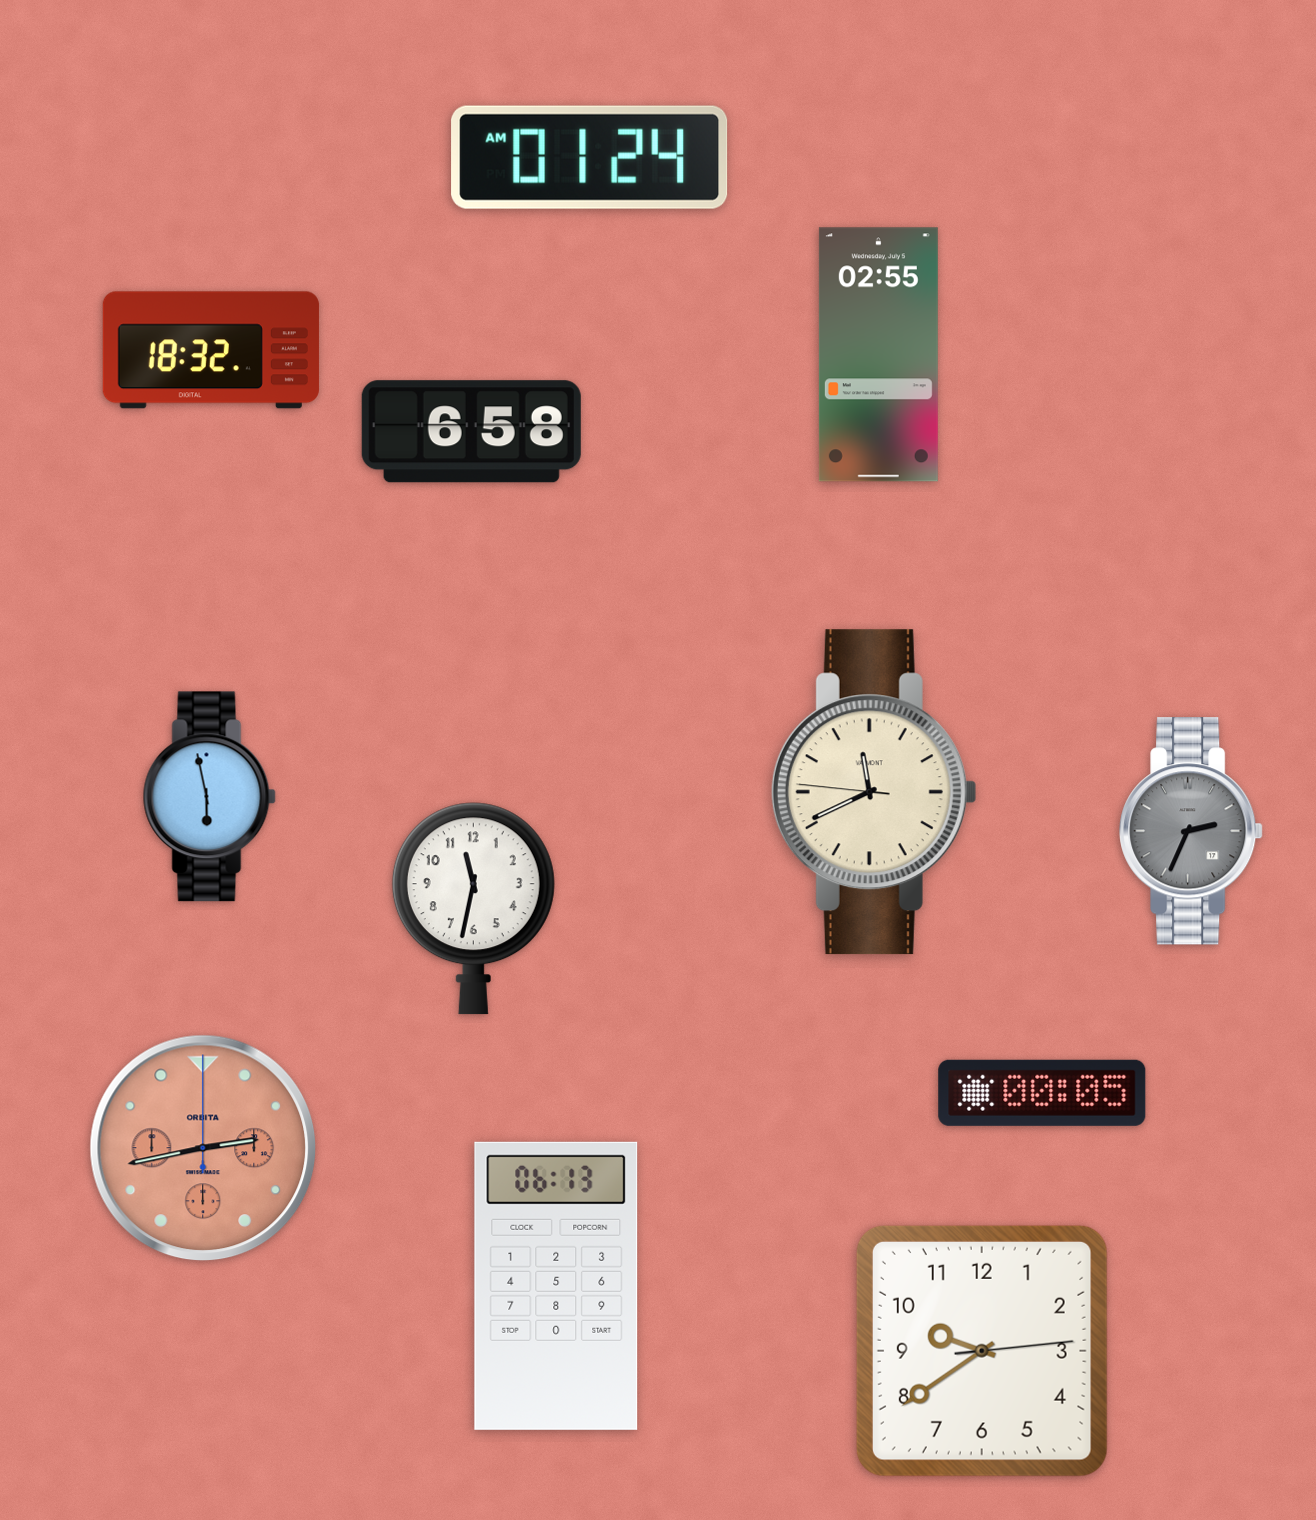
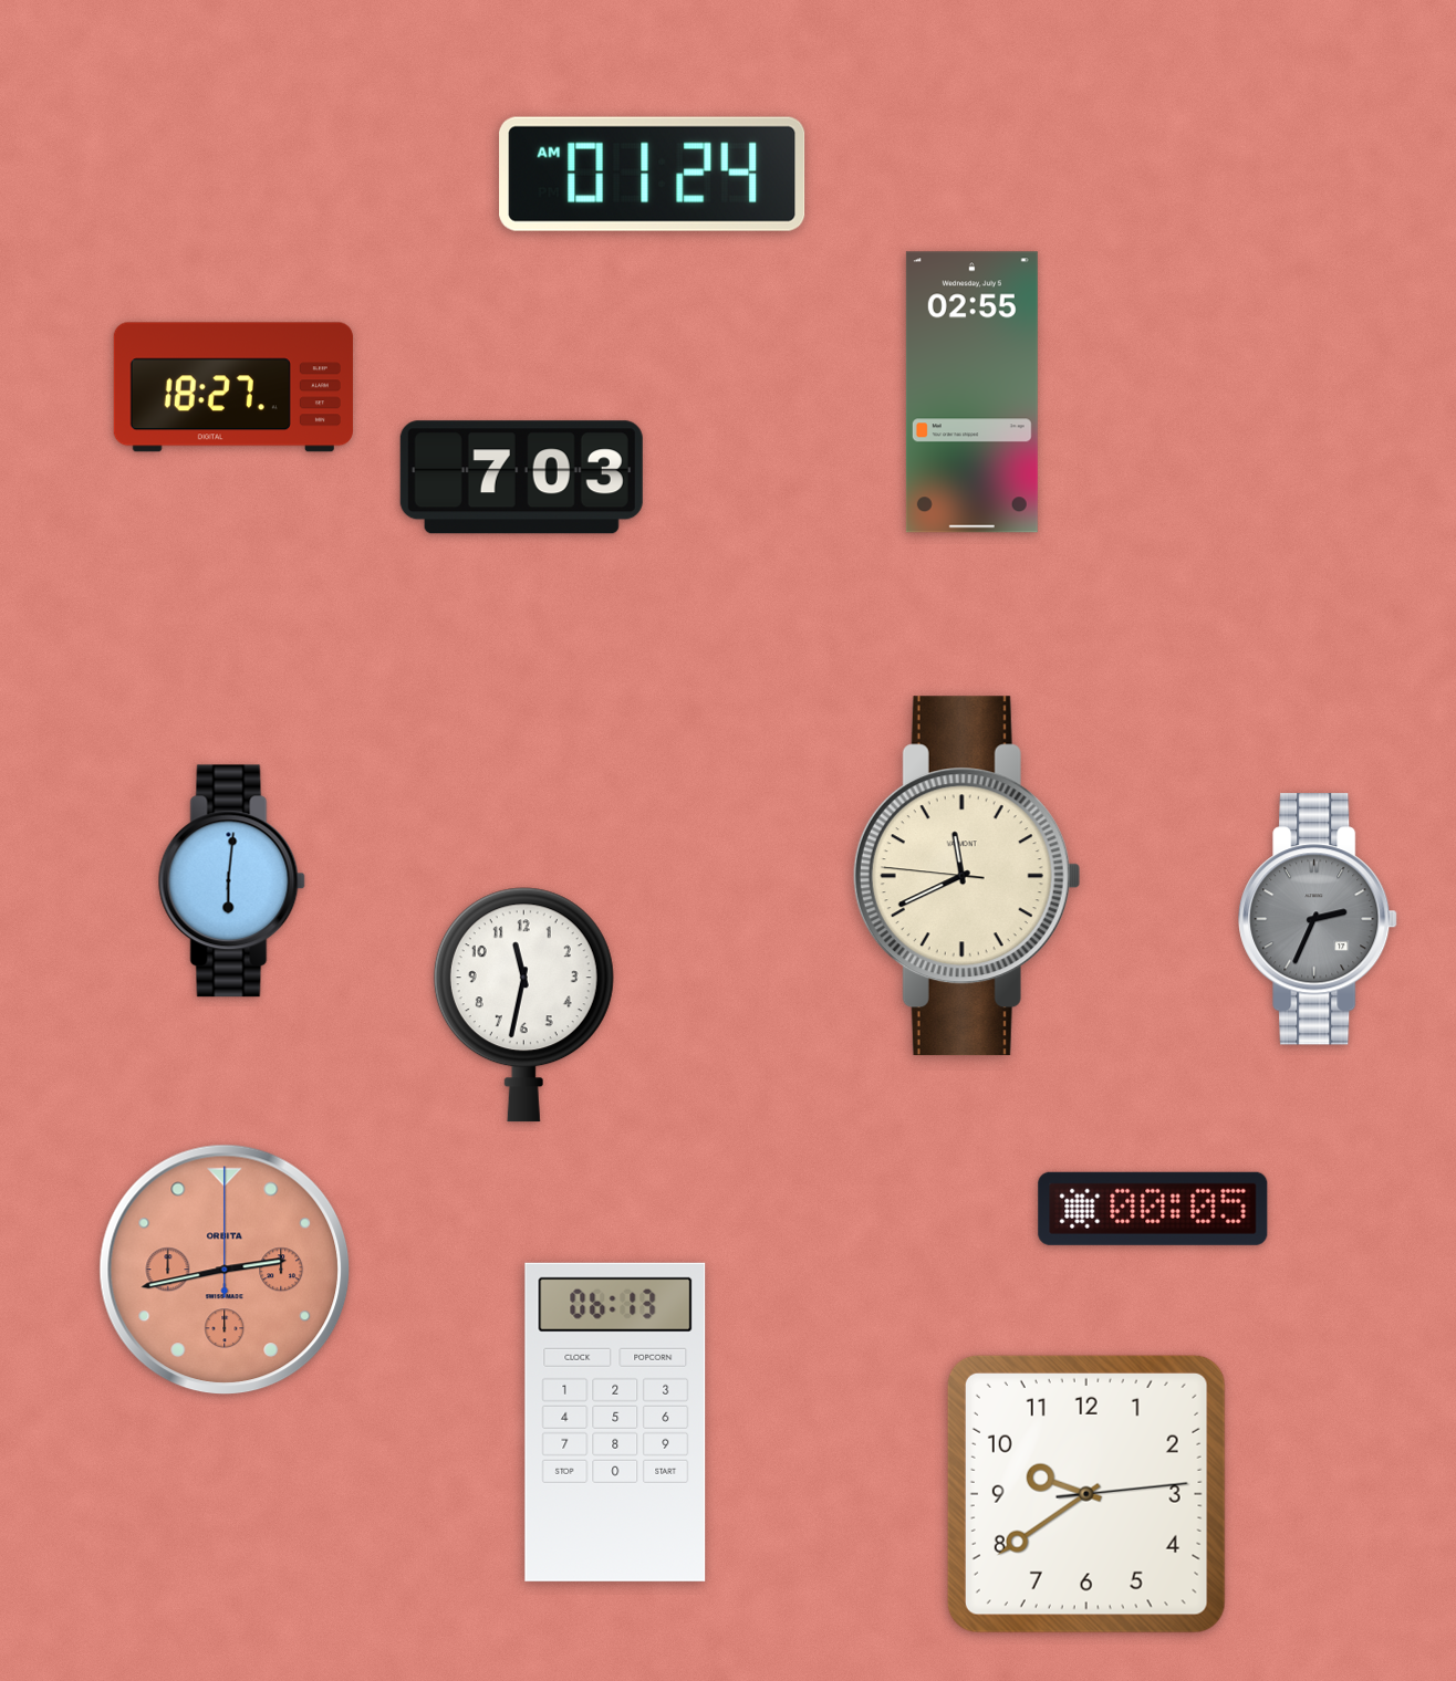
clock at (211, 350): 18:32 -> 18:27
clock at (471, 432): 6:58 -> 7:03
clock at (209, 797): 5:58 -> 6:01
